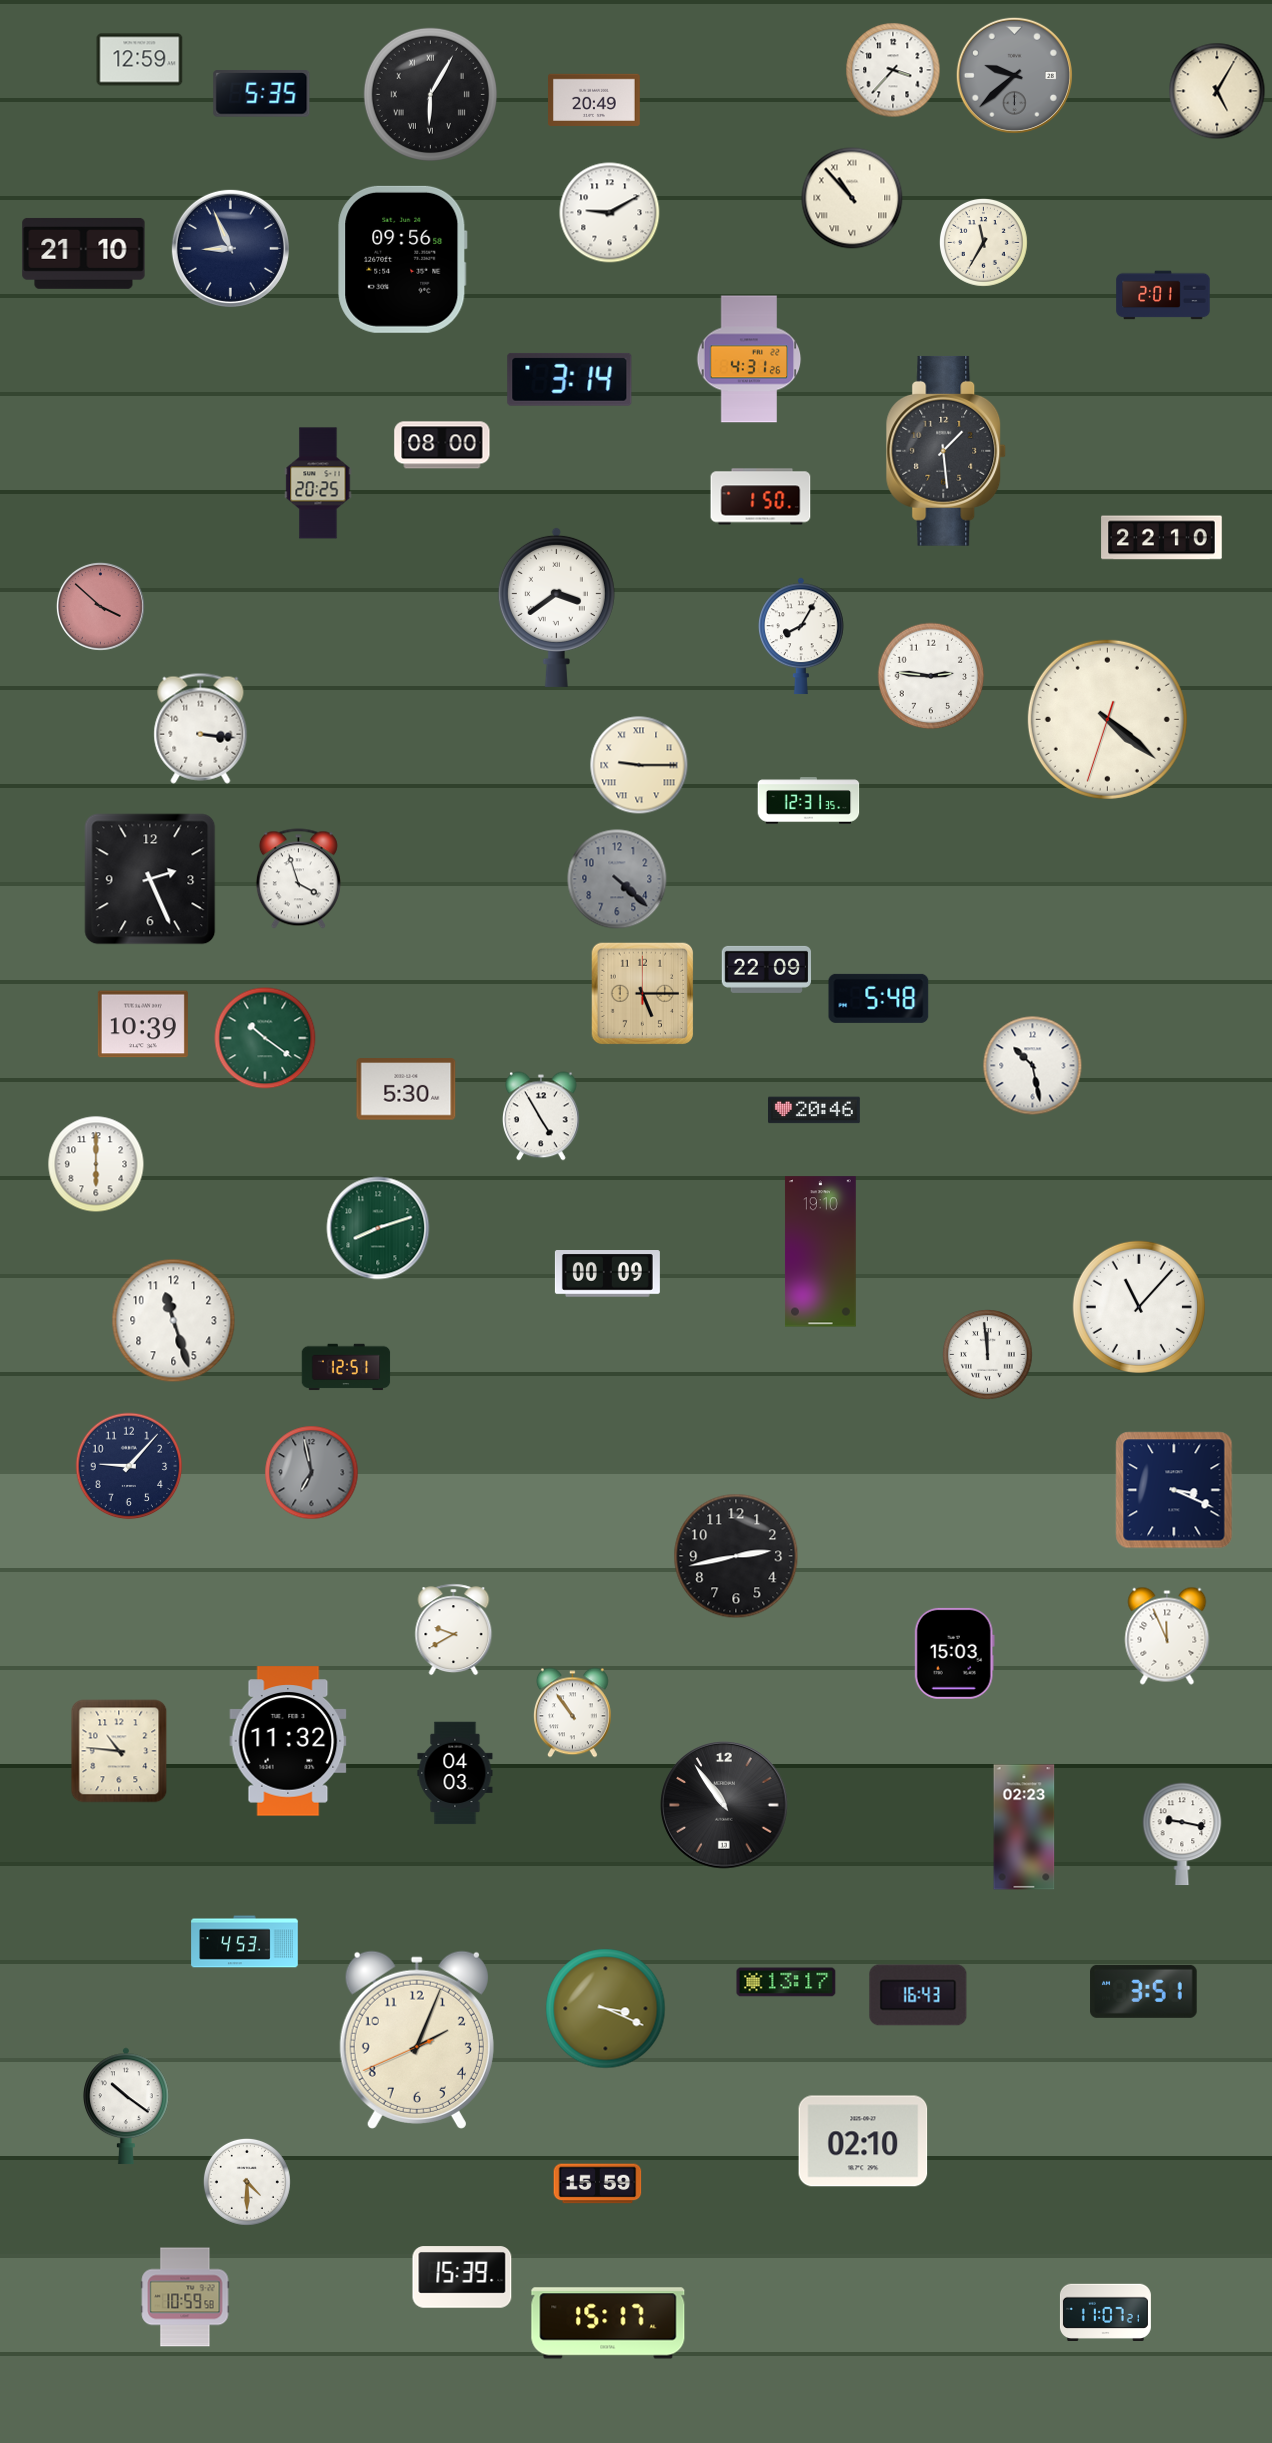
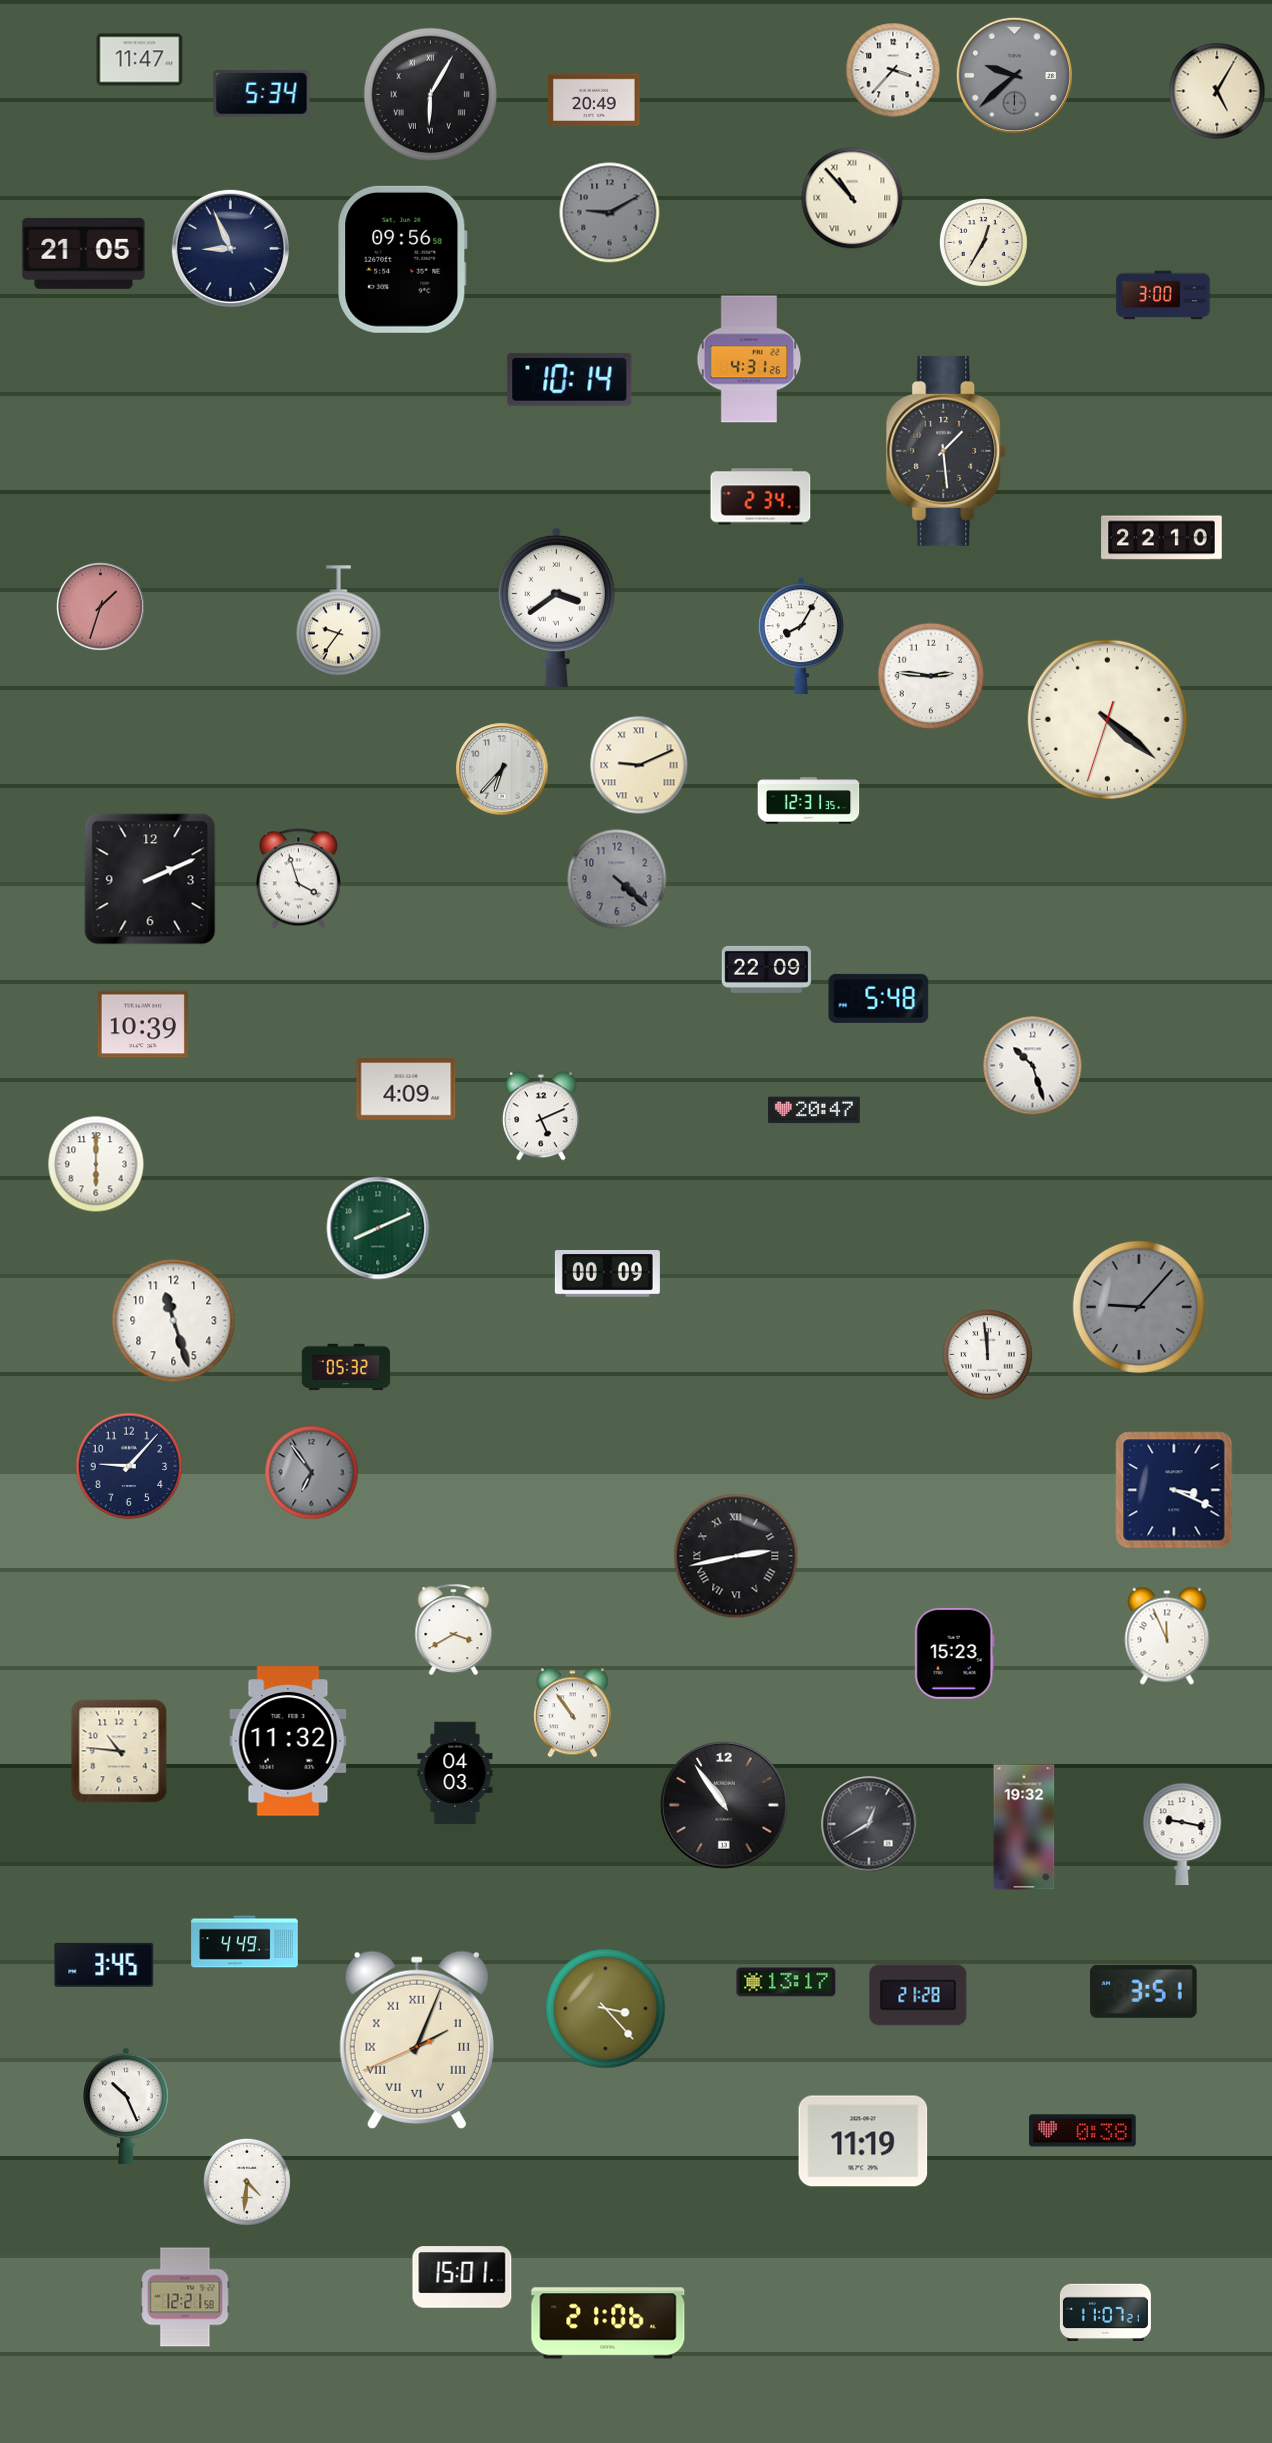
clock at (140, 60): 12:59 -> 11:47
clock at (262, 94): 5:35 -> 5:34
clock at (610, 213) dial: white -> grey
clock at (983, 242): 11:35 -> 12:35
clock at (84, 254): 21:10 -> 21:05
clock at (1163, 295): 2:01 -> 3:00
clock at (570, 379): 3:14 -> 10:14
clock at (442, 445): 08:00 -> none
clock at (318, 483): 20:25 -> none
clock at (761, 497): 1:50 -> 2:34
clock at (100, 606): 3:52 -> 1:33
clock at (338, 621): none -> 9:36
clock at (201, 728): 3:16 -> none
clock at (639, 765): 9:15 -> 9:11
clock at (502, 769): none -> 6:37
clock at (150, 879): 2:26 -> 2:11
clock at (642, 993): 5:15 -> none
clock at (265, 1038): 10:21 -> none
clock at (1033, 1066): 10:28 -> 10:27
clock at (406, 1089): 5:30 -> 4:09
clock at (815, 1110): 20:46 -> 20:47
clock at (542, 1116): 4:55 -> 5:11
clock at (378, 1228): 8:12 -> 8:11
clock at (820, 1252): 19:10 -> none
clock at (1139, 1307): 11:07 -> 9:07
clock at (1139, 1307) dial: white -> grey
clock at (346, 1367): 12:51 -> 05:32
clock at (312, 1473): 6:58 -> 6:54
clock at (736, 1556) numerals: Arabic -> Roman
clock at (454, 1630): 9:40 -> 3:40
clock at (954, 1653): 15:03 -> 15:23
clock at (869, 1824): none -> 12:40
clock at (1024, 1827): 02:23 -> 19:32
clock at (245, 1942): 4:53 -> 4:49
clock at (104, 1965): none -> 3:45
clock at (918, 1995): 16:43 -> 21:28
clock at (606, 2009): 3:19 -> 3:23
clock at (417, 2040) numerals: Arabic -> Roman
clock at (127, 2106): 10:21 -> 10:26
clock at (1083, 2131): none -> 0:38
clock at (863, 2141): 02:10 -> 11:19
clock at (247, 2182): 4:30 -> 4:31
clock at (598, 2184): 15:59 -> none
clock at (462, 2277): 15:39 -> 15:01
clock at (185, 2297): 10:59 -> 12:21
clock at (608, 2323): 15:17 -> 21:06
